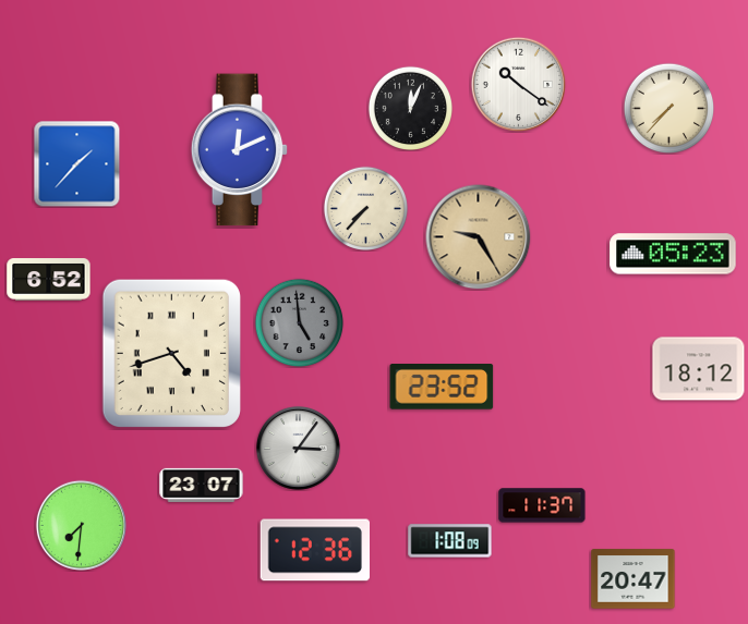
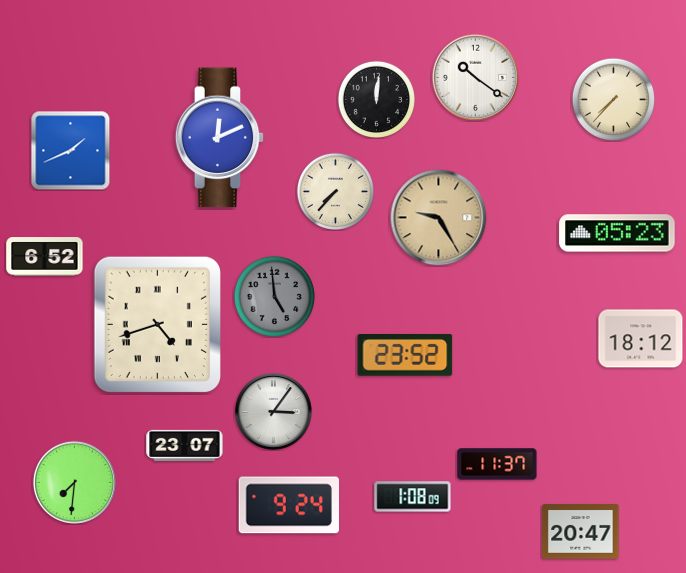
clock at (410, 108): 12:04 -> 12:01
clock at (76, 163): 1:37 -> 1:41
clock at (314, 550): 12:36 -> 9:24
